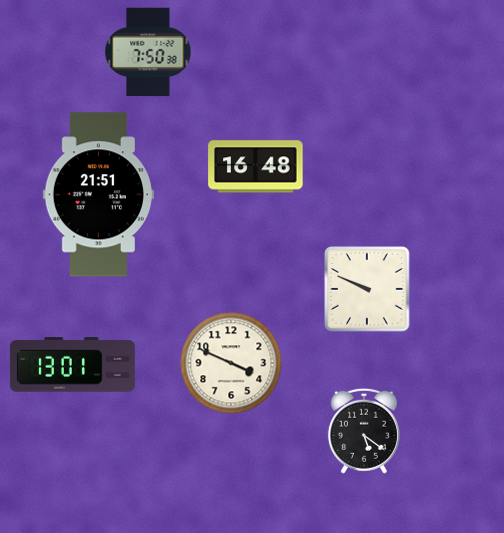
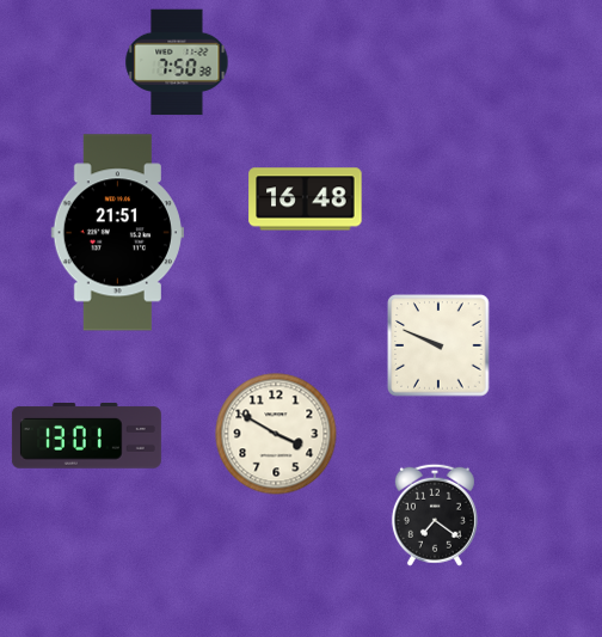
clock at (231, 363): 3:49 -> 3:50
clock at (364, 431): 5:21 -> 7:21
